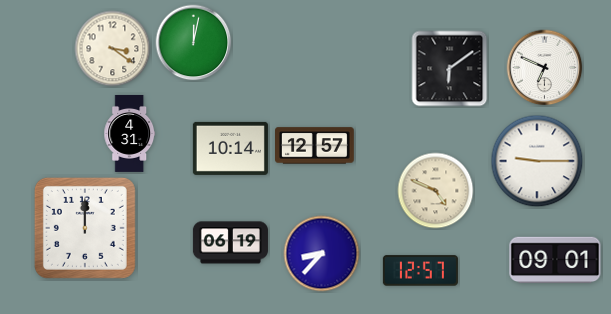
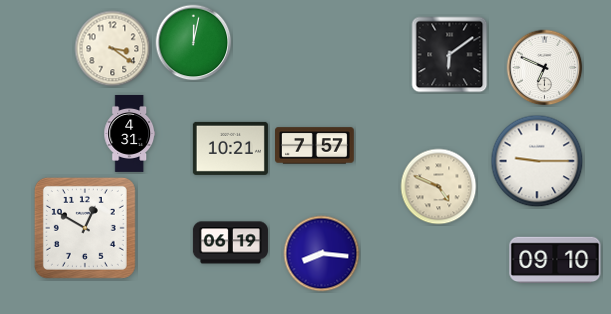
clock at (450, 69) position: (450, 69) -> (450, 55)
clock at (315, 146): 12:57 -> 7:57
clock at (230, 148): 10:14 -> 10:21
clock at (436, 191) position: (436, 191) -> (439, 187)
clock at (85, 228): 12:00 -> 12:50
clock at (322, 254): 8:37 -> 8:16
clock at (555, 260): 09:01 -> 09:10
clock at (420, 271): 12:57 -> none
